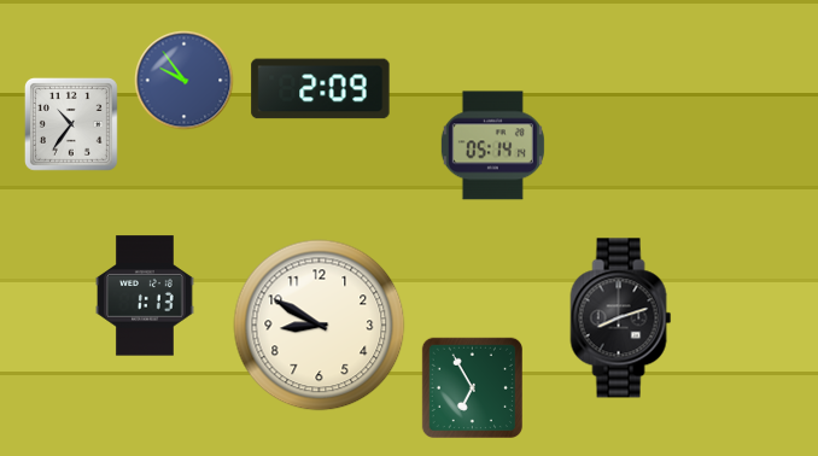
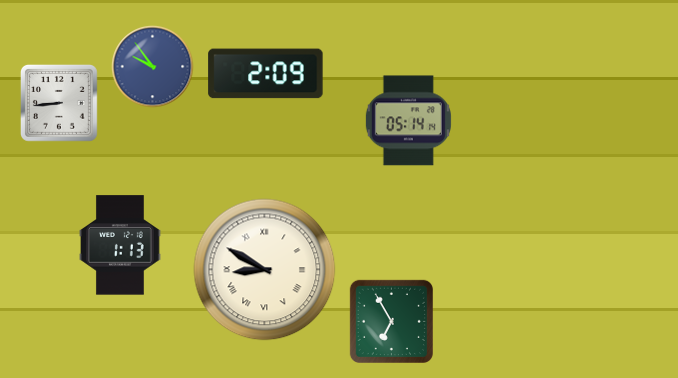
clock at (71, 124): 10:36 -> 8:44
clock at (621, 318): 8:12 -> none
clock at (320, 326) numerals: Arabic -> Roman
